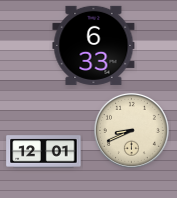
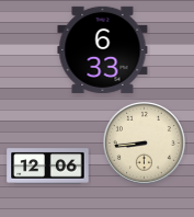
clock at (131, 130): 8:41 -> 8:44
clock at (44, 152): 12:01 -> 12:06
